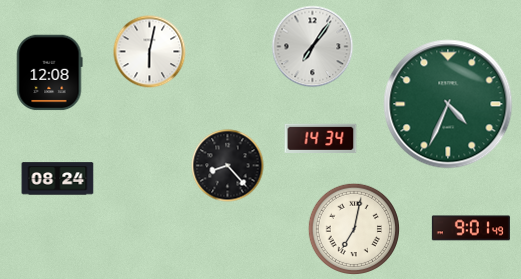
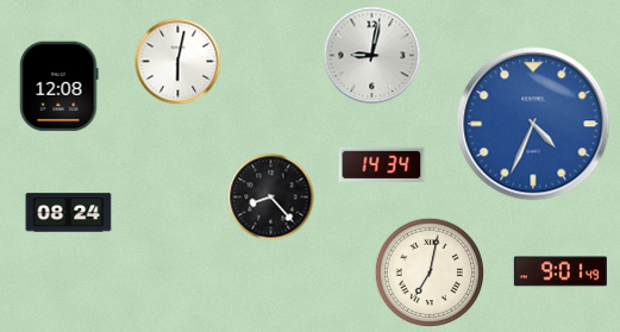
clock at (313, 47): 7:06 -> 9:02
clock at (448, 104) dial: green -> blue
clock at (353, 228) position: (353, 228) -> (428, 271)
